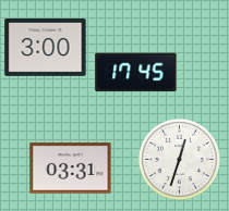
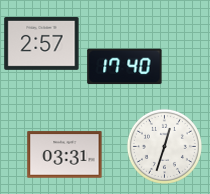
clock at (46, 47): 3:00 -> 2:57
clock at (136, 73): 17:45 -> 17:40
